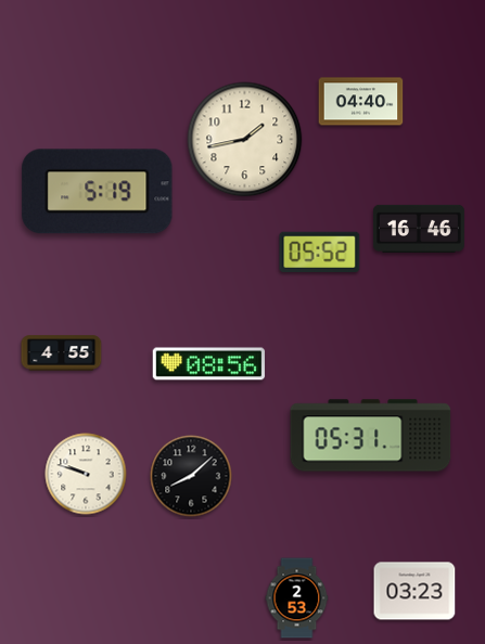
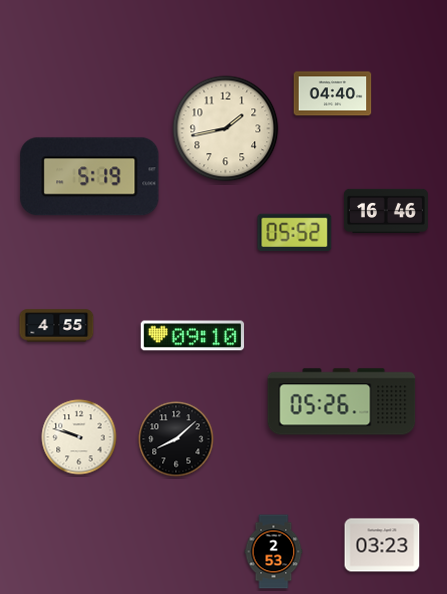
clock at (209, 364): 08:56 -> 09:10
clock at (371, 436): 05:31 -> 05:26
